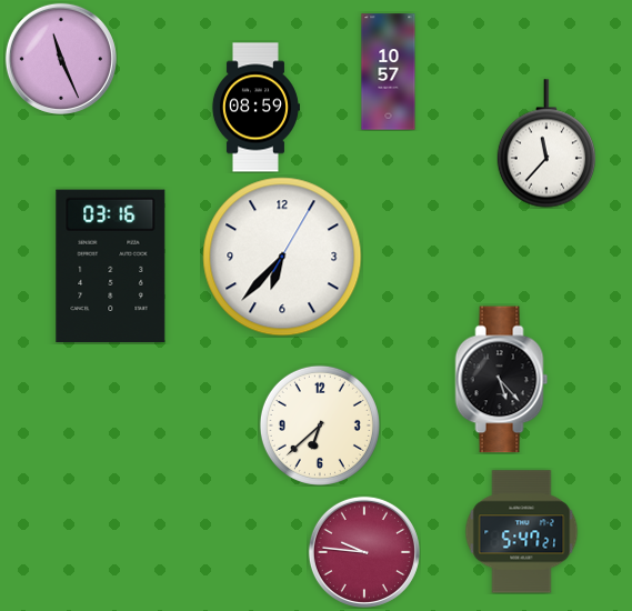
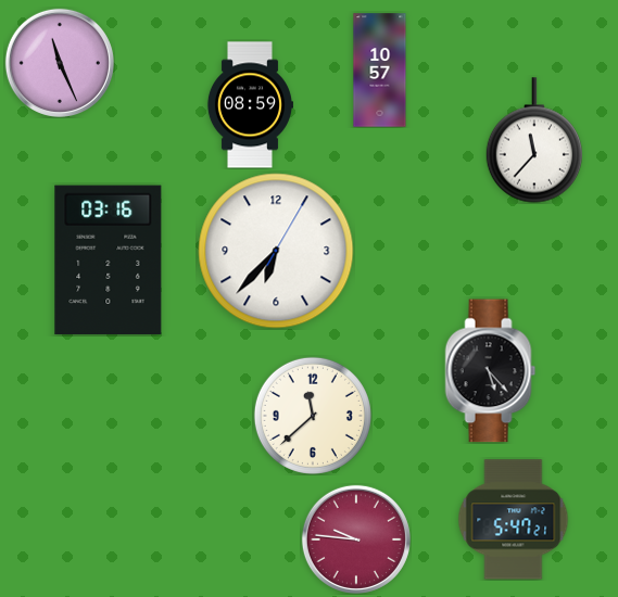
clock at (61, 59) position: (61, 59) -> (60, 63)
clock at (320, 425): 6:38 -> 11:38
clock at (522, 532) position: (522, 532) -> (514, 520)
